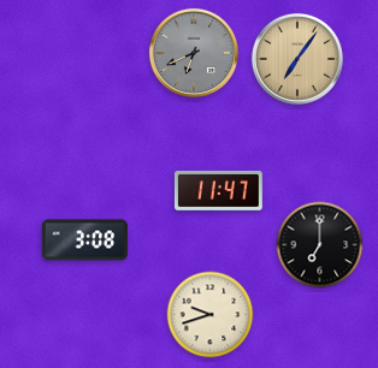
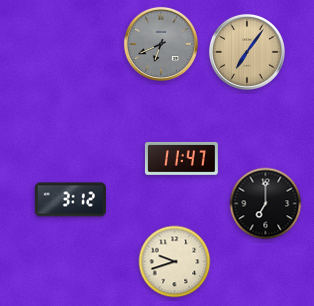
clock at (297, 59) position: (297, 59) -> (247, 52)
clock at (84, 241): 3:08 -> 3:12
